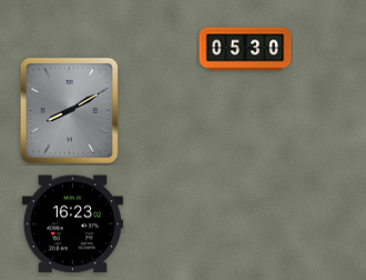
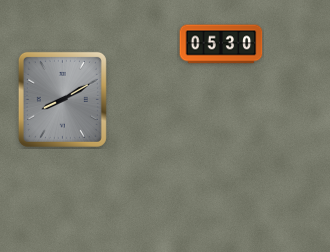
clock at (72, 224): 16:23 -> none
